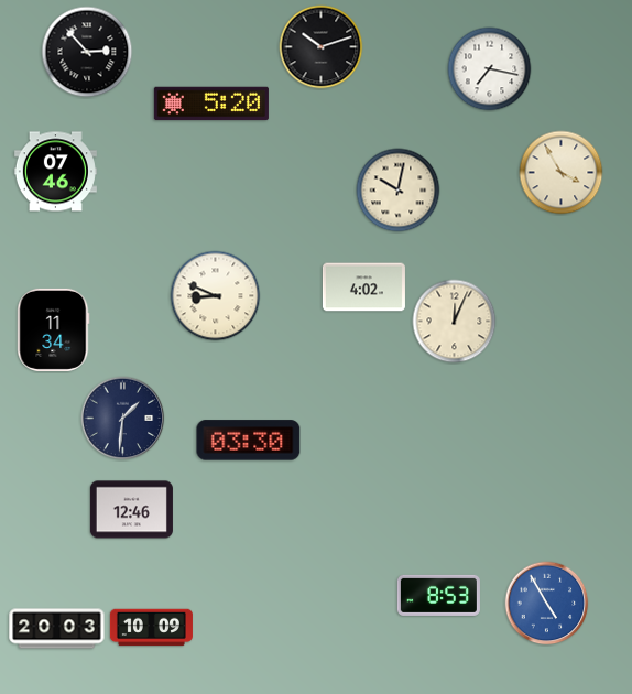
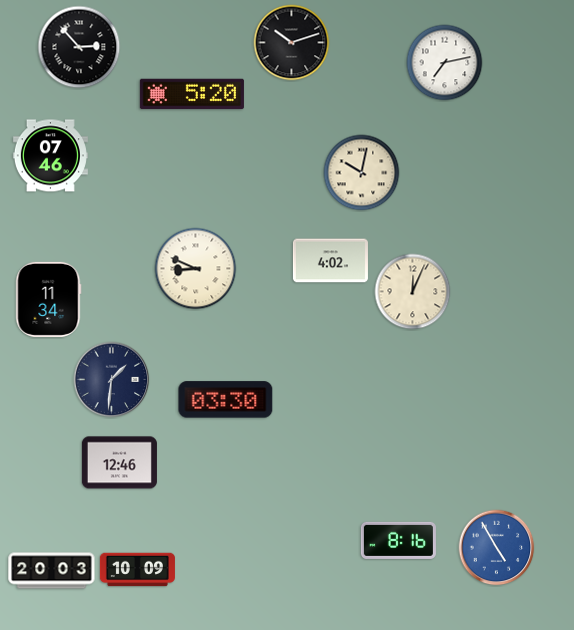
clock at (490, 69): 7:17 -> 7:13
clock at (562, 173): 3:55 -> none
clock at (438, 595): 8:53 -> 8:16
